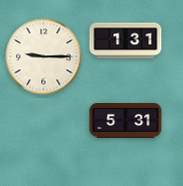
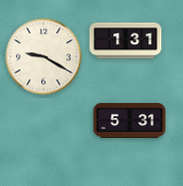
clock at (44, 57): 9:15 -> 9:20
clock at (126, 121) position: (126, 121) -> (130, 121)
